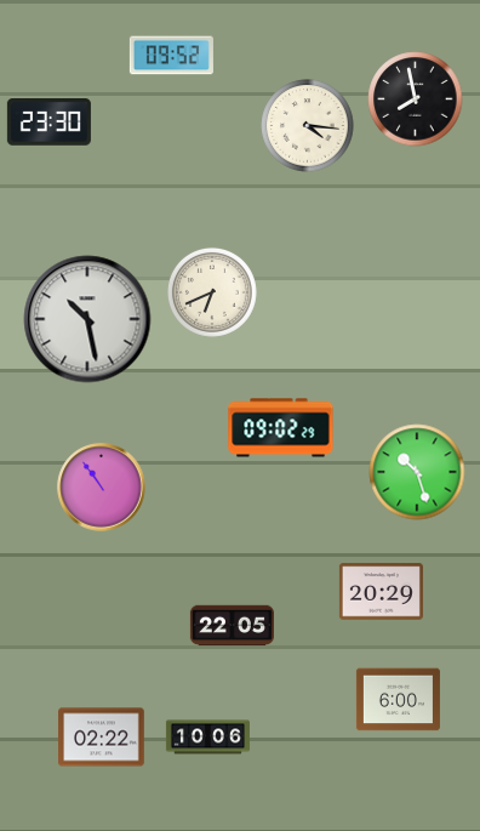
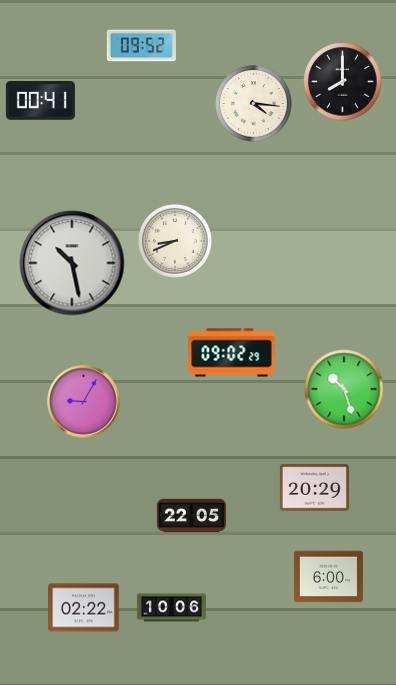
clock at (416, 99): 7:58 -> 8:00
clock at (48, 123): 23:30 -> 00:41
clock at (212, 292): 6:41 -> 8:41
clock at (102, 488): 10:54 -> 9:05
